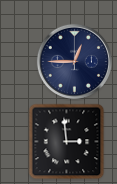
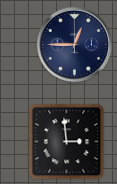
clock at (74, 61) position: (74, 61) -> (74, 44)
